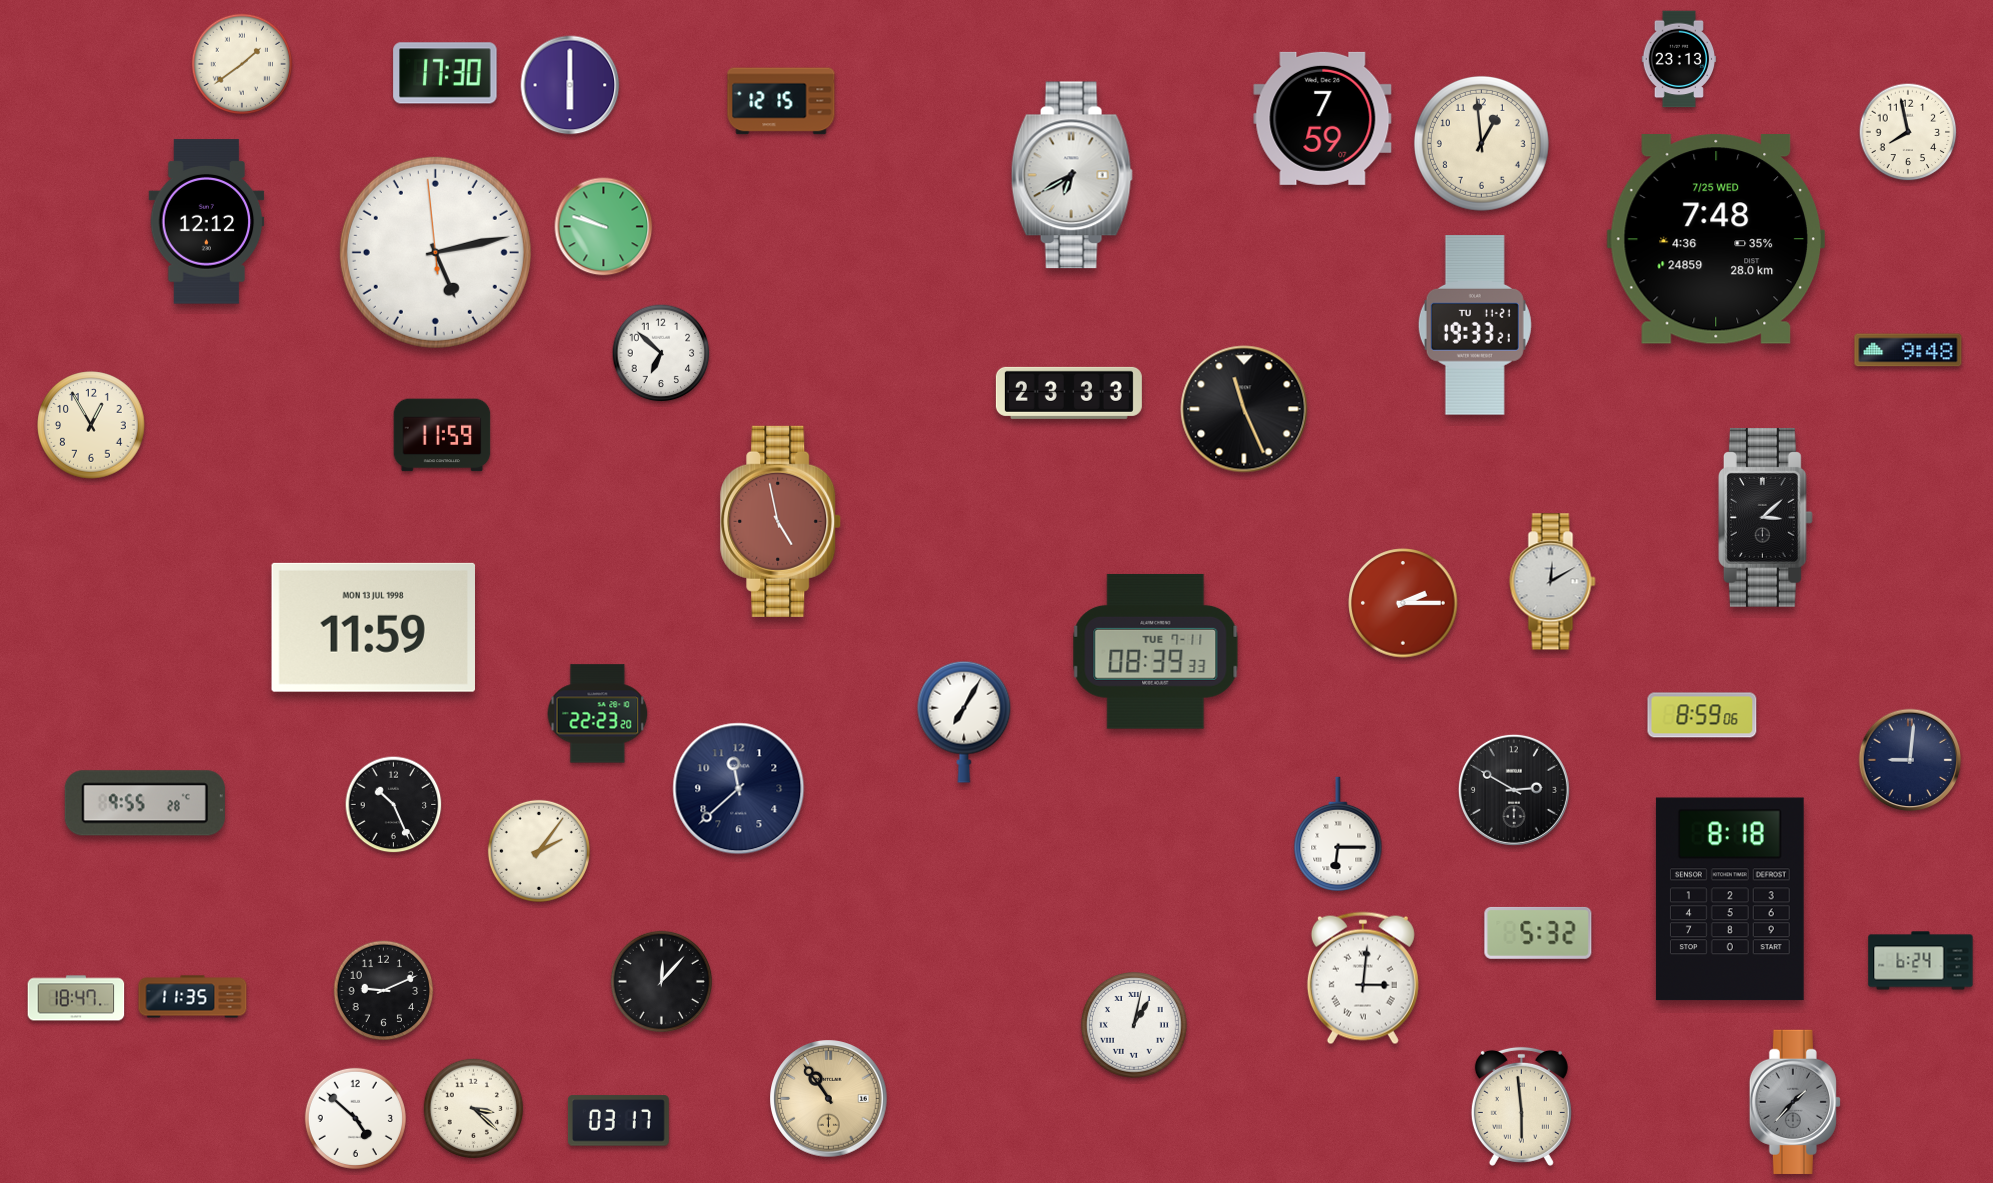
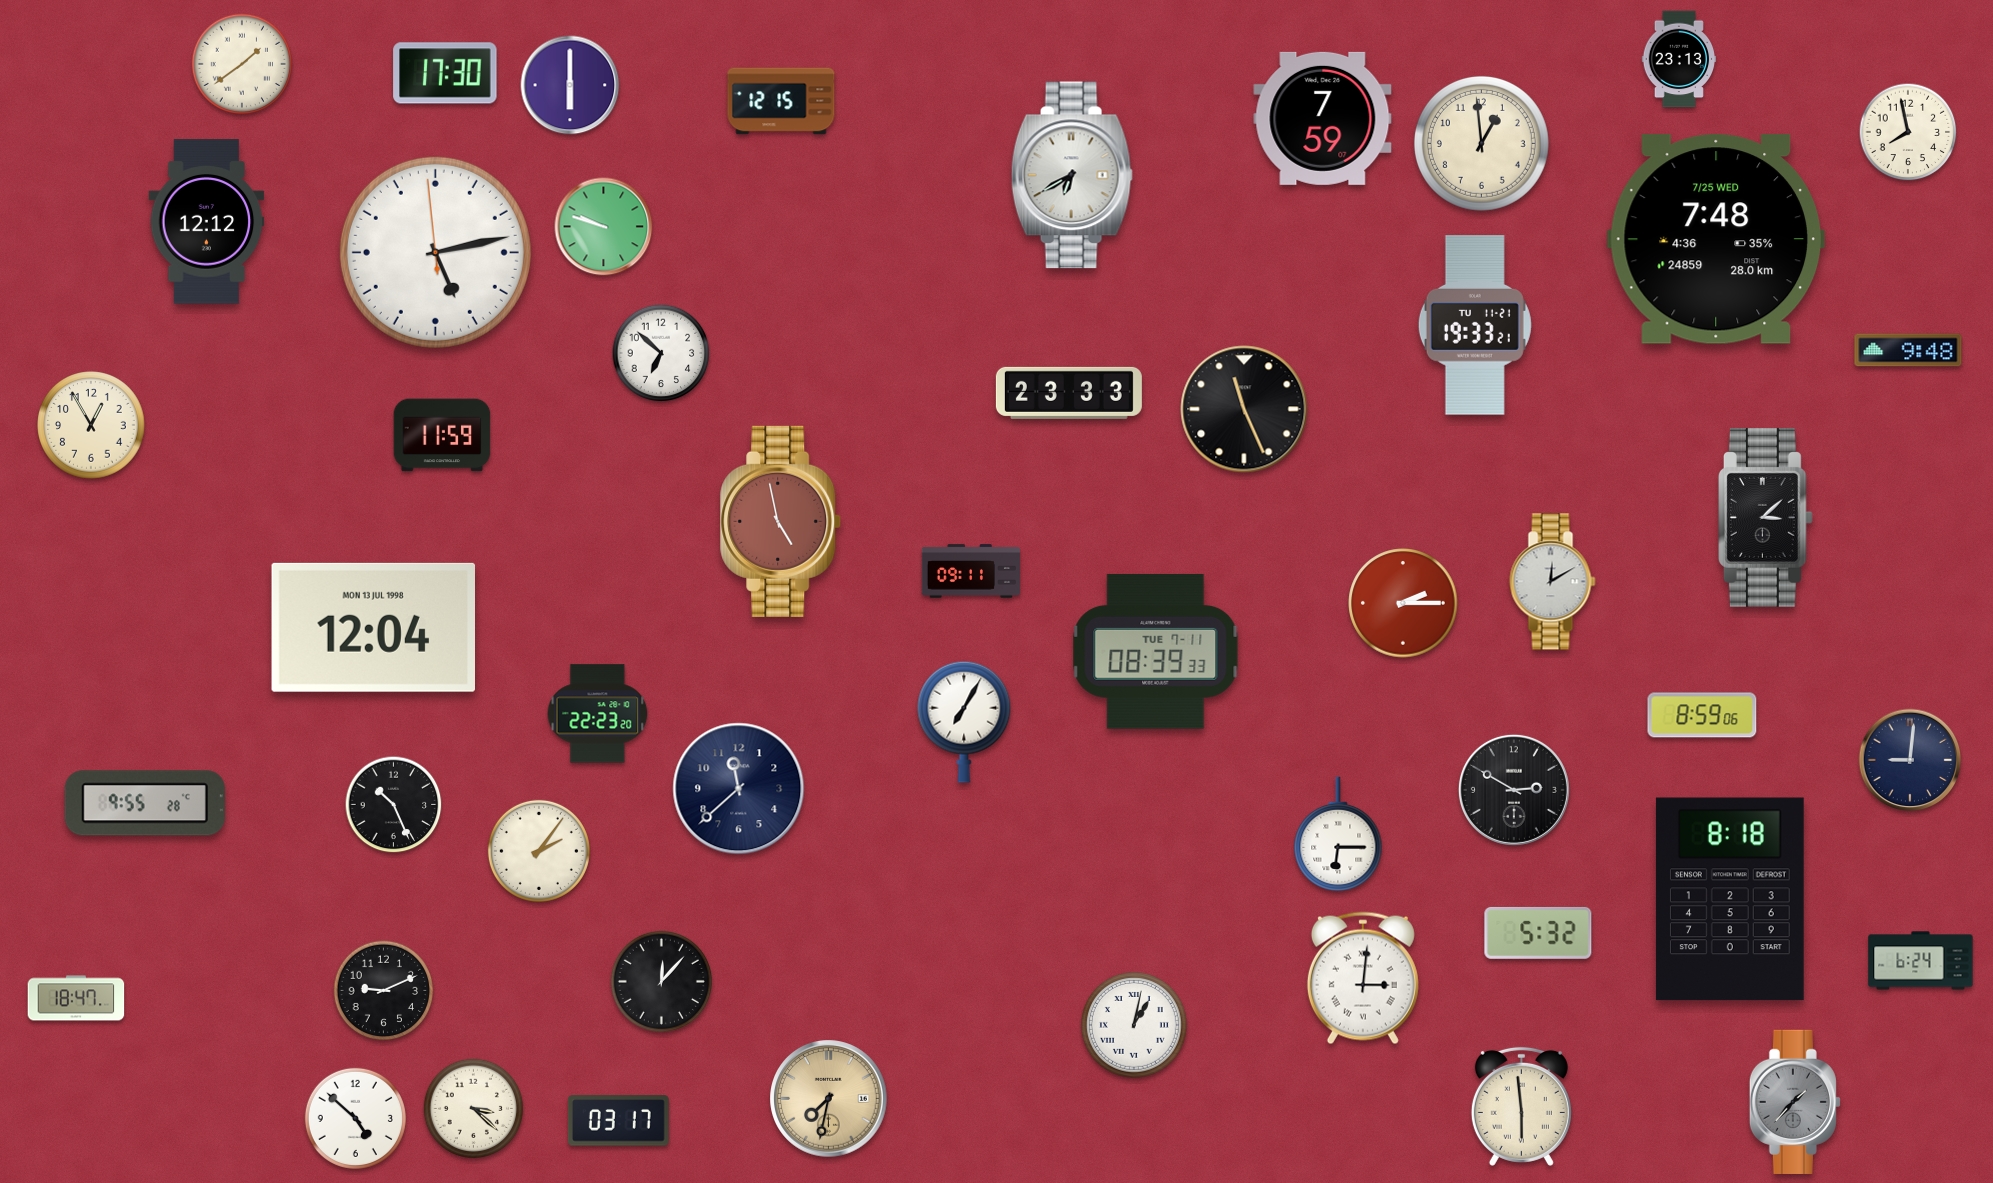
clock at (970, 571): none -> 09:11
clock at (373, 627): 11:59 -> 12:04
clock at (193, 997): 11:35 -> none
clock at (829, 1099): 10:54 -> 7:32
